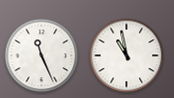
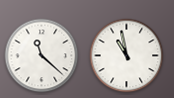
clock at (42, 56): 11:26 -> 11:22
